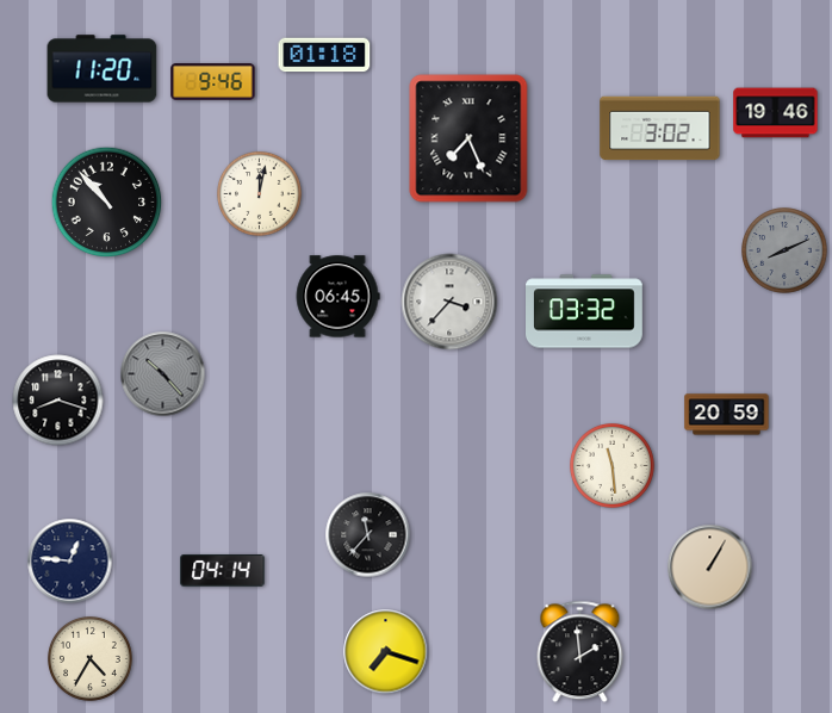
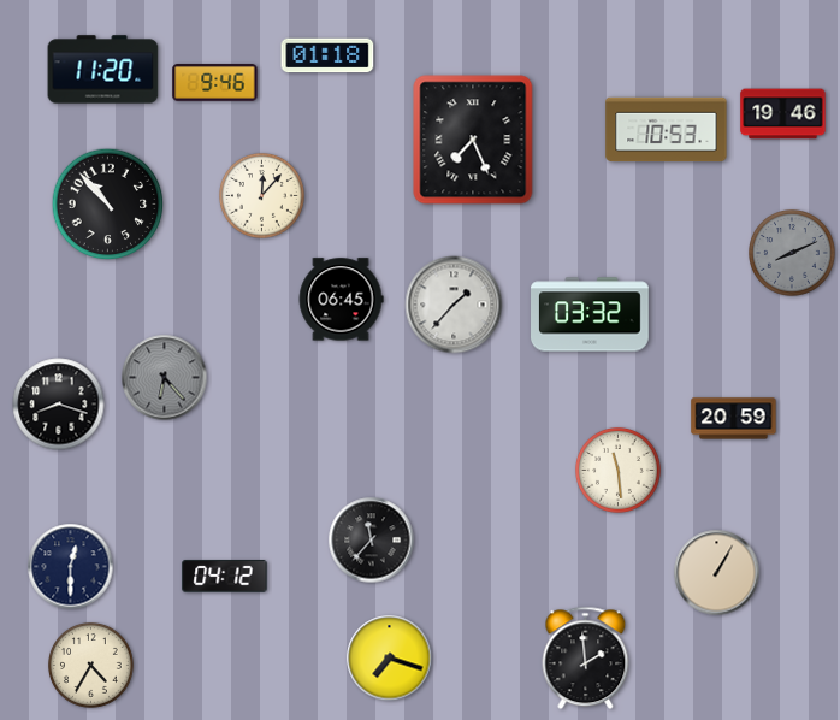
clock at (660, 129): 3:02 -> 10:53
clock at (260, 194): 12:02 -> 12:07
clock at (449, 302): 3:37 -> 1:37
clock at (163, 374): 10:23 -> 6:23
clock at (70, 562): 12:46 -> 12:30
clock at (223, 571): 04:14 -> 04:12
